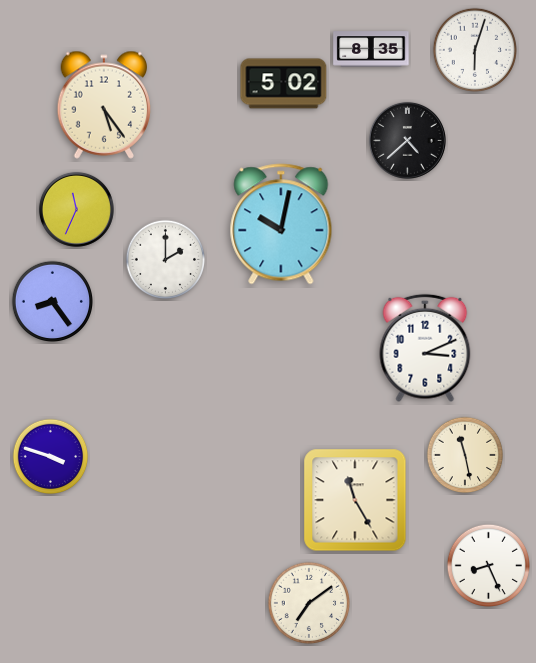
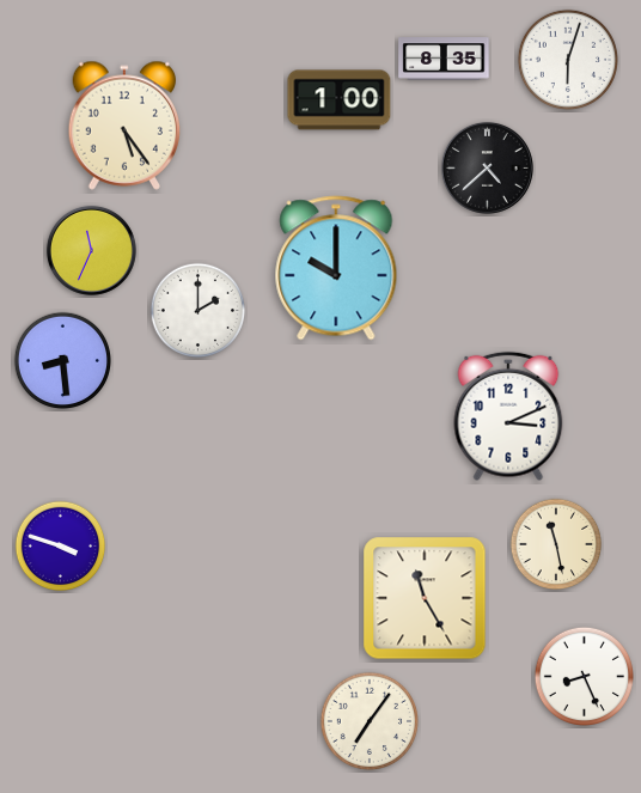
clock at (284, 84): 5:02 -> 1:00
clock at (281, 224): 10:02 -> 10:00
clock at (53, 302): 8:24 -> 8:29
clock at (308, 602): 7:09 -> 7:06
